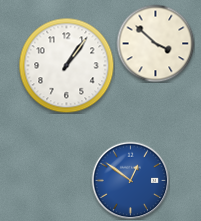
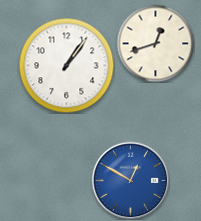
clock at (155, 43): 3:52 -> 12:42
clock at (130, 180): 12:51 -> 12:50
